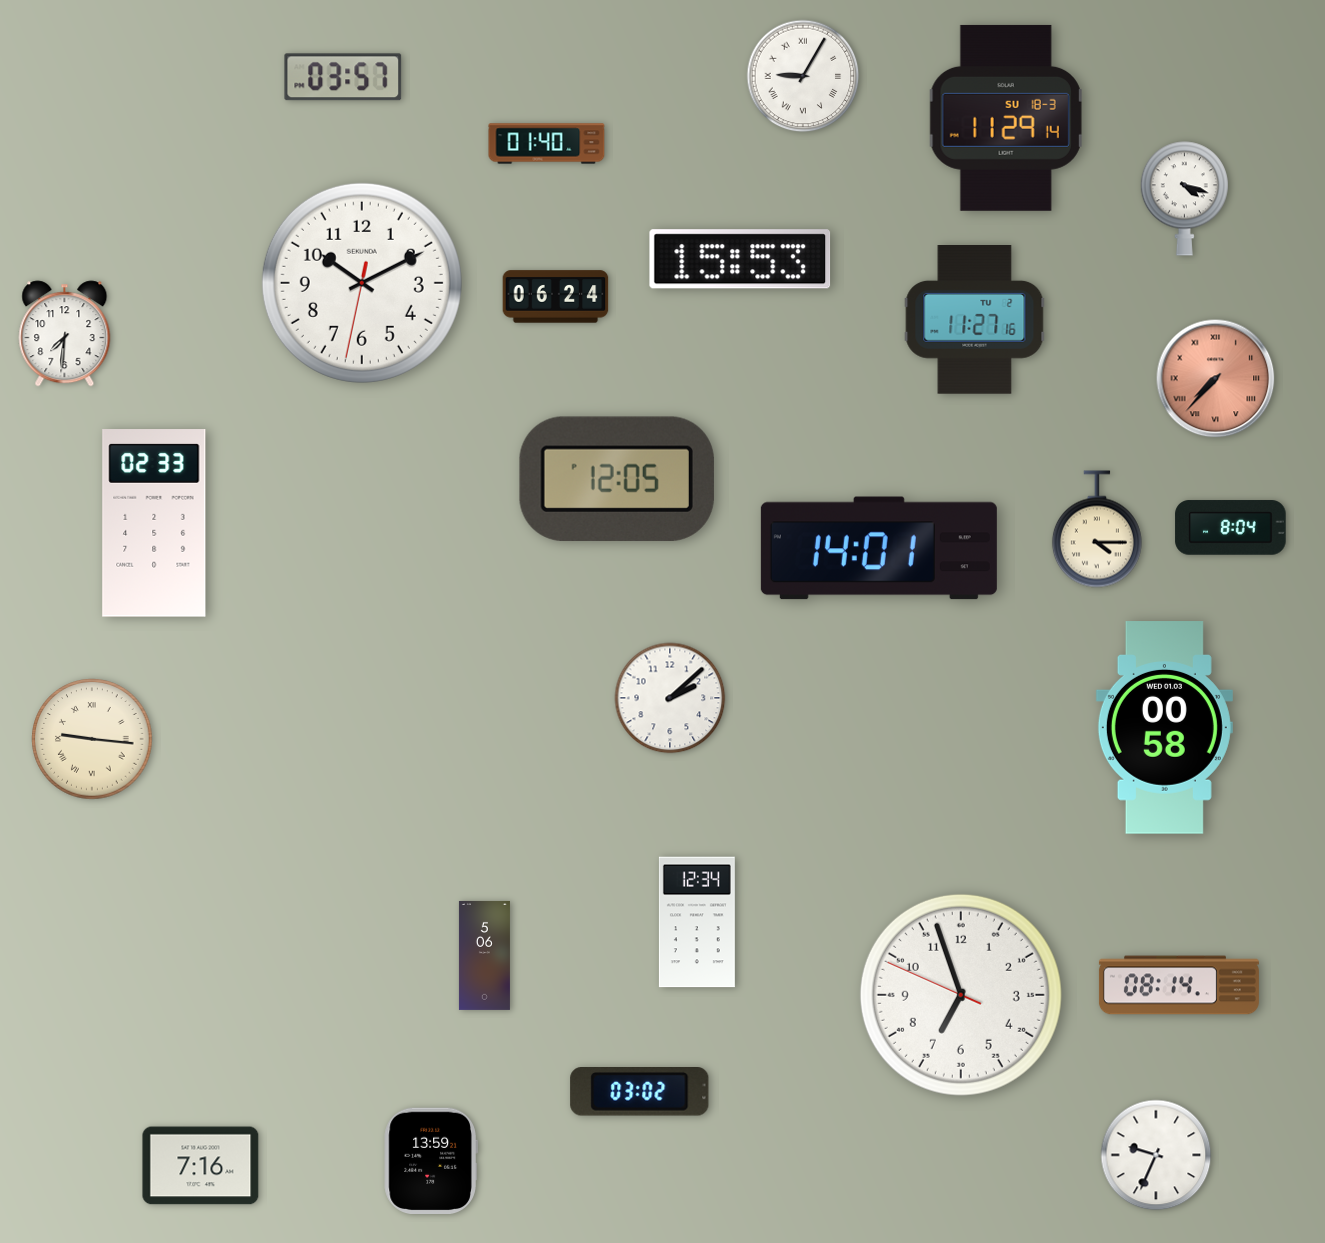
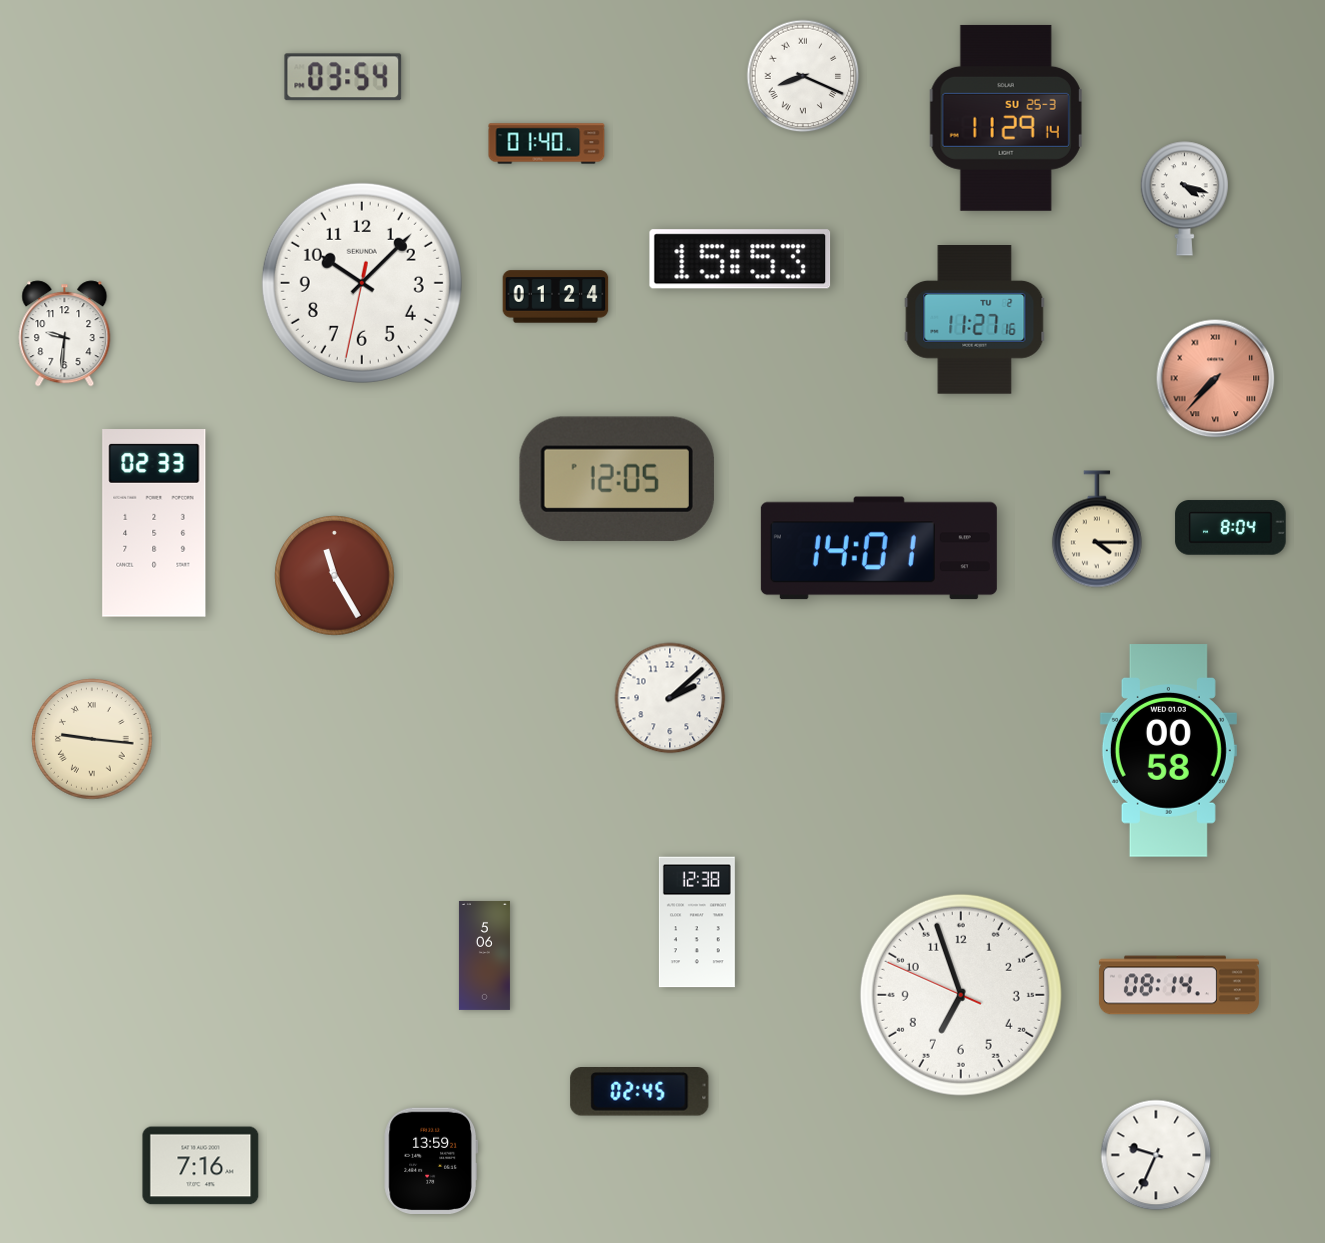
clock at (803, 76): 9:05 -> 8:19
clock at (343, 77): 03:57 -> 03:54
clock at (1006, 118) date: SU 18-3 -> SU 25-3
clock at (362, 283): 10:10 -> 10:07
clock at (556, 297): 06:24 -> 01:24
clock at (65, 334): 7:31 -> 9:31
clock at (335, 576): none -> 11:25
clock at (1164, 728) position: (1164, 728) -> (1168, 751)
clock at (697, 922): 12:34 -> 12:38
clock at (640, 1092): 03:02 -> 02:45
